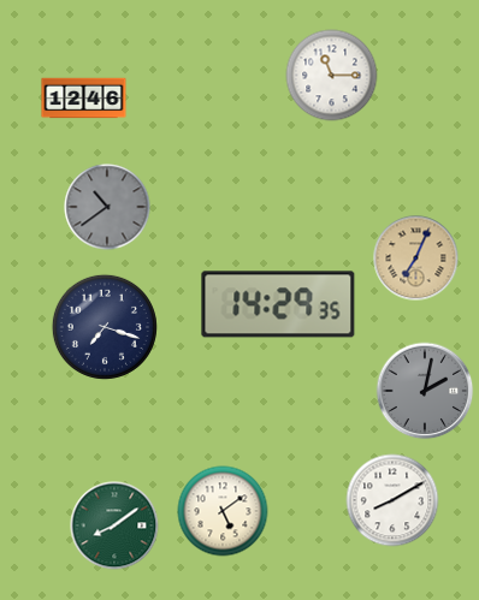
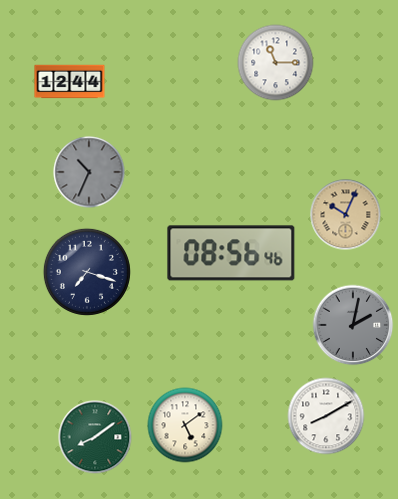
clock at (84, 99): 12:46 -> 12:44
clock at (107, 207): 10:39 -> 10:34
clock at (416, 259): 7:04 -> 10:04
clock at (278, 304): 14:29 -> 08:56
